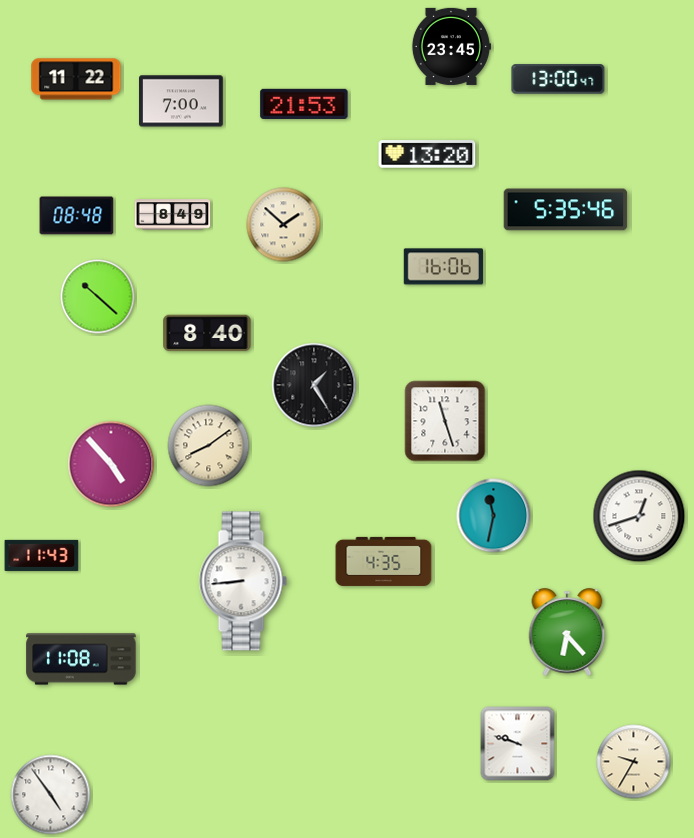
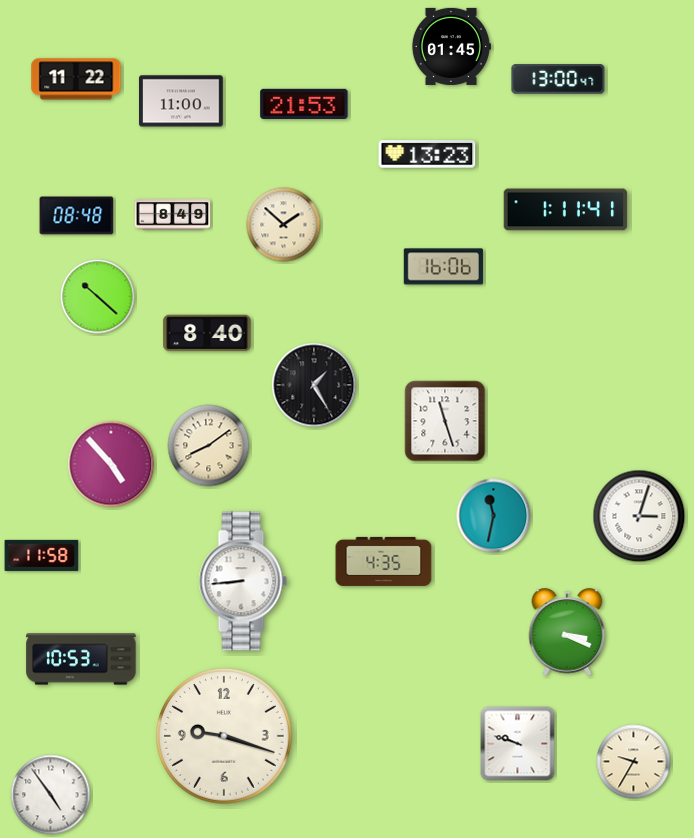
clock at (450, 46): 23:45 -> 01:45
clock at (182, 101): 7:00 -> 11:00
clock at (427, 154): 13:20 -> 13:23
clock at (566, 210): 5:35 -> 1:11
clock at (639, 516): 12:42 -> 3:03
clock at (42, 555): 11:43 -> 11:58
clock at (567, 632): 6:23 -> 3:19
clock at (81, 659): 11:08 -> 10:53
clock at (225, 736): none -> 9:18
